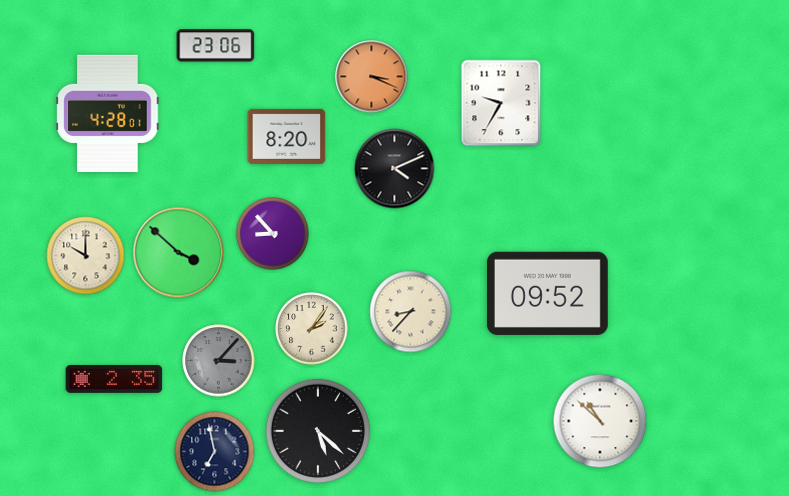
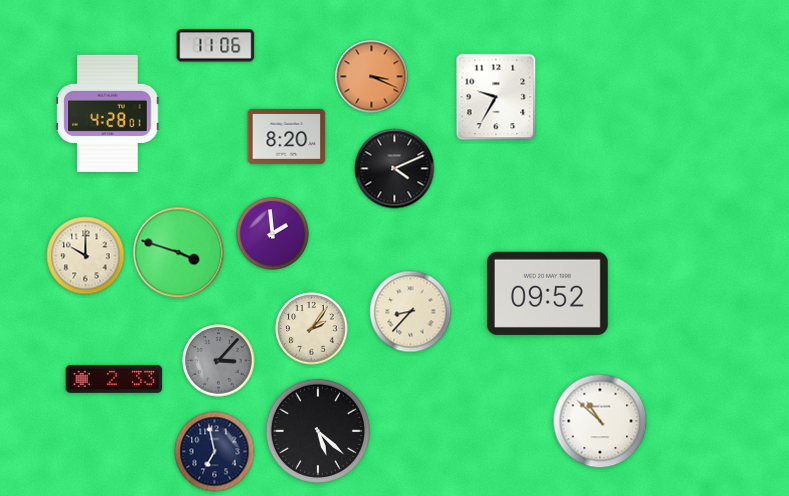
clock at (216, 46): 23:06 -> 11:06
clock at (501, 103) position: (501, 103) -> (496, 97)
clock at (273, 234): 8:53 -> 1:59
clock at (179, 253): 3:52 -> 3:48
clock at (114, 379): 2:35 -> 2:33
